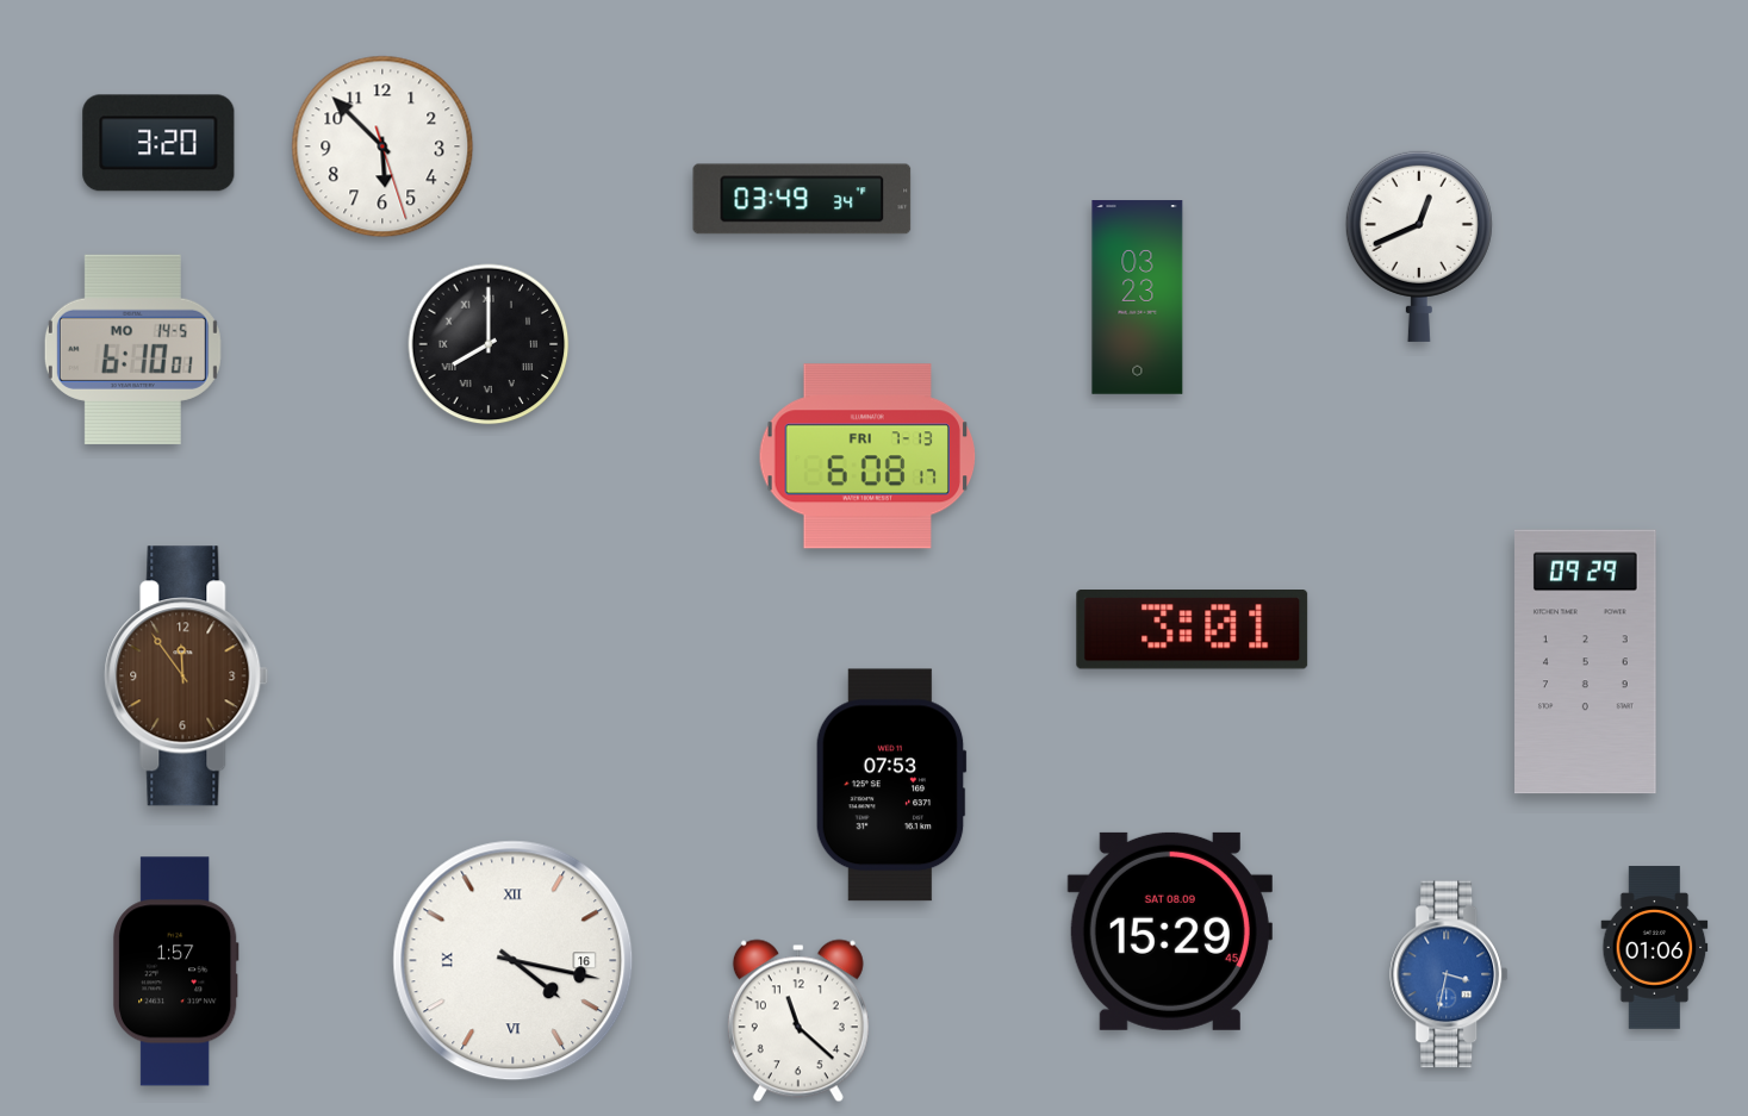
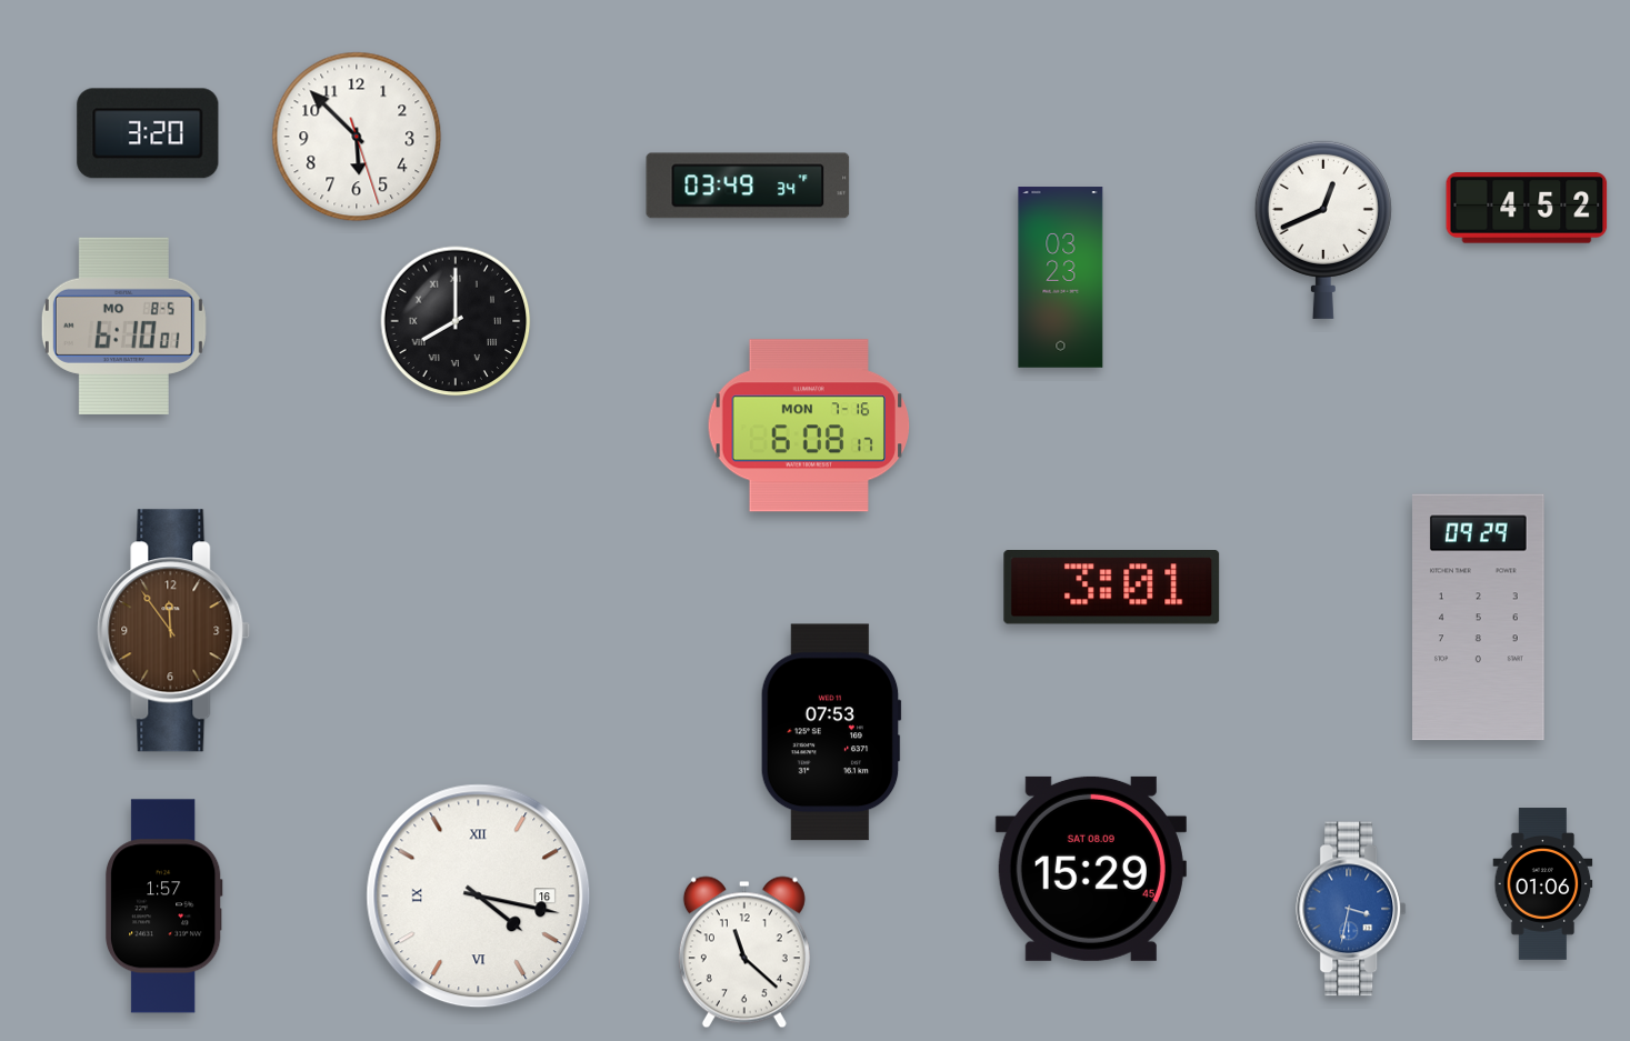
clock at (1527, 209): none -> 4:52
clock at (132, 349) date: MO 14-5 -> MO 8-5
clock at (867, 456) date: FRI 7-13 -> MON 7-16
